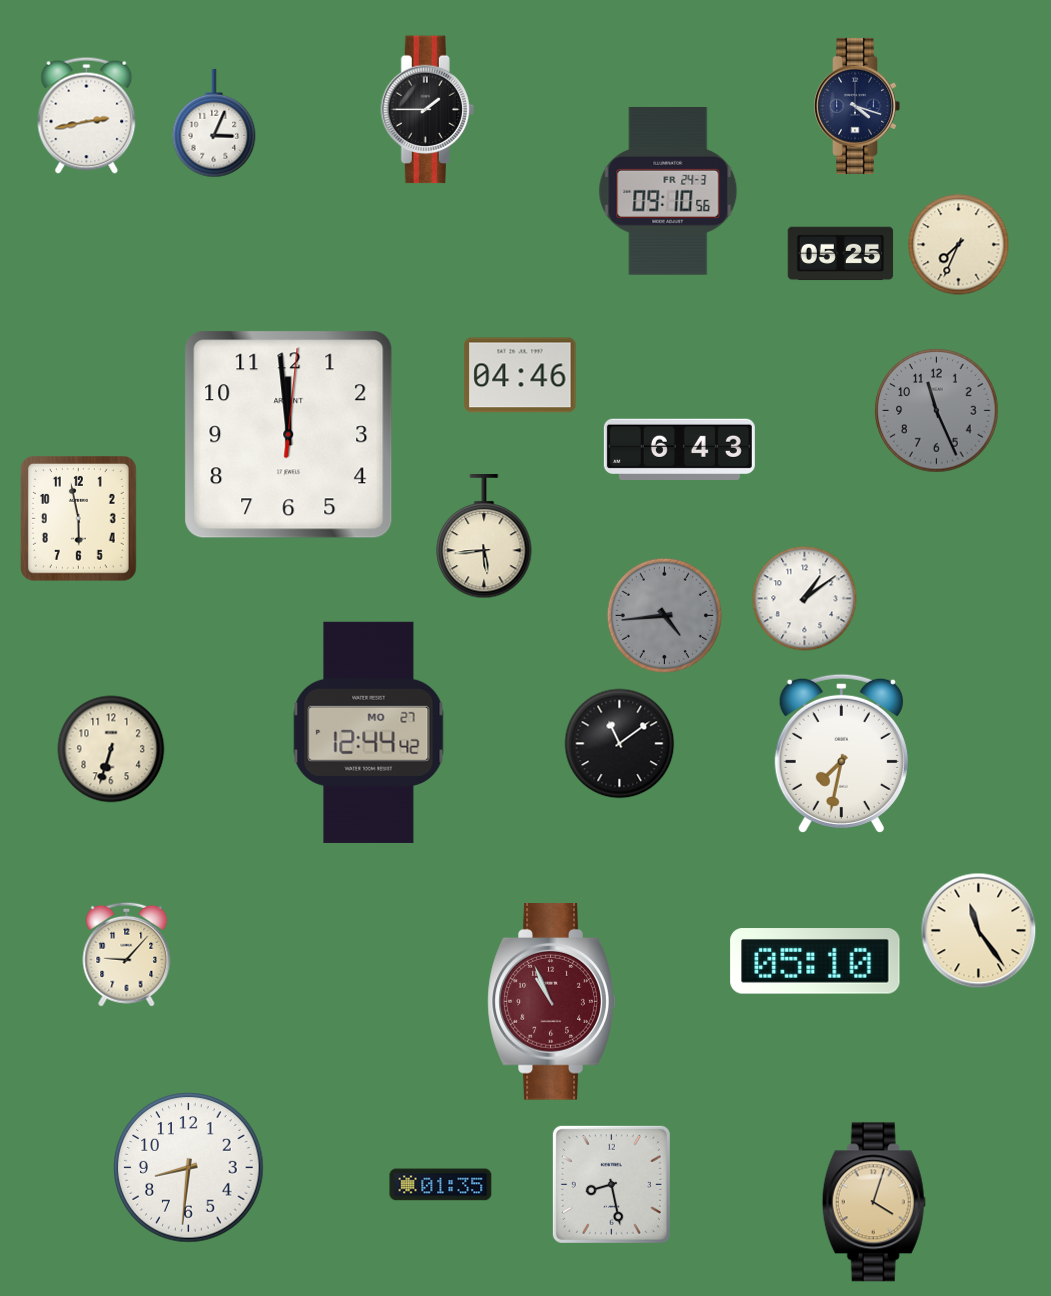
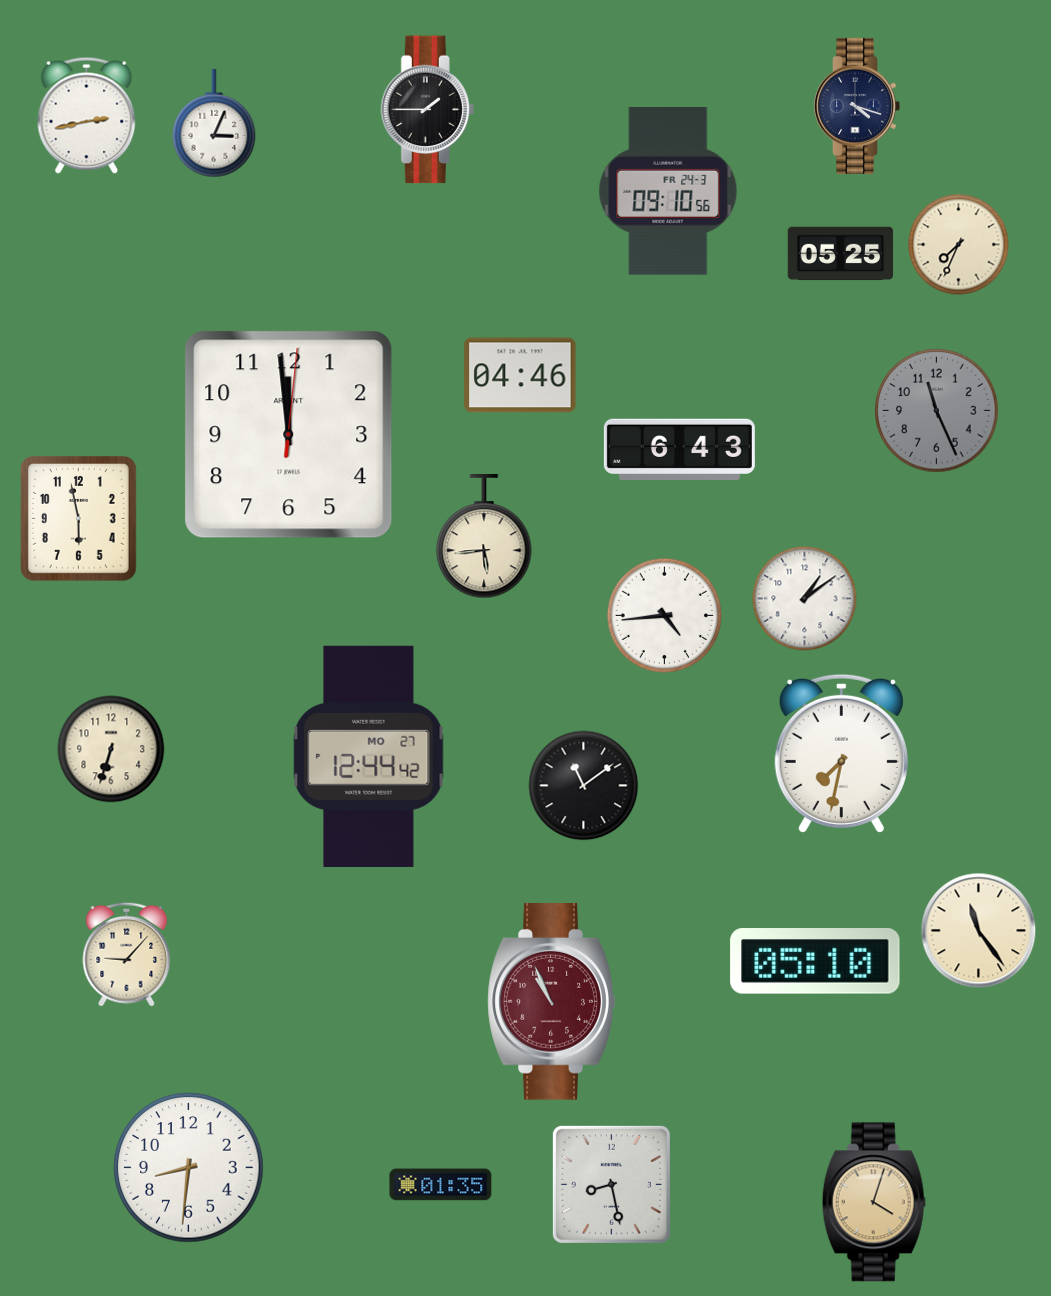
clock at (664, 615) dial: grey -> white
clock at (369, 732) position: (369, 732) -> (369, 756)
clock at (620, 744) position: (620, 744) -> (584, 786)
